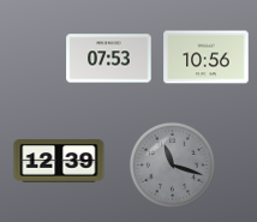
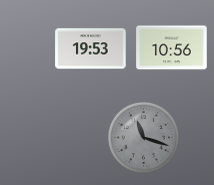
clock at (109, 59): 07:53 -> 19:53
clock at (59, 161): 12:39 -> none
